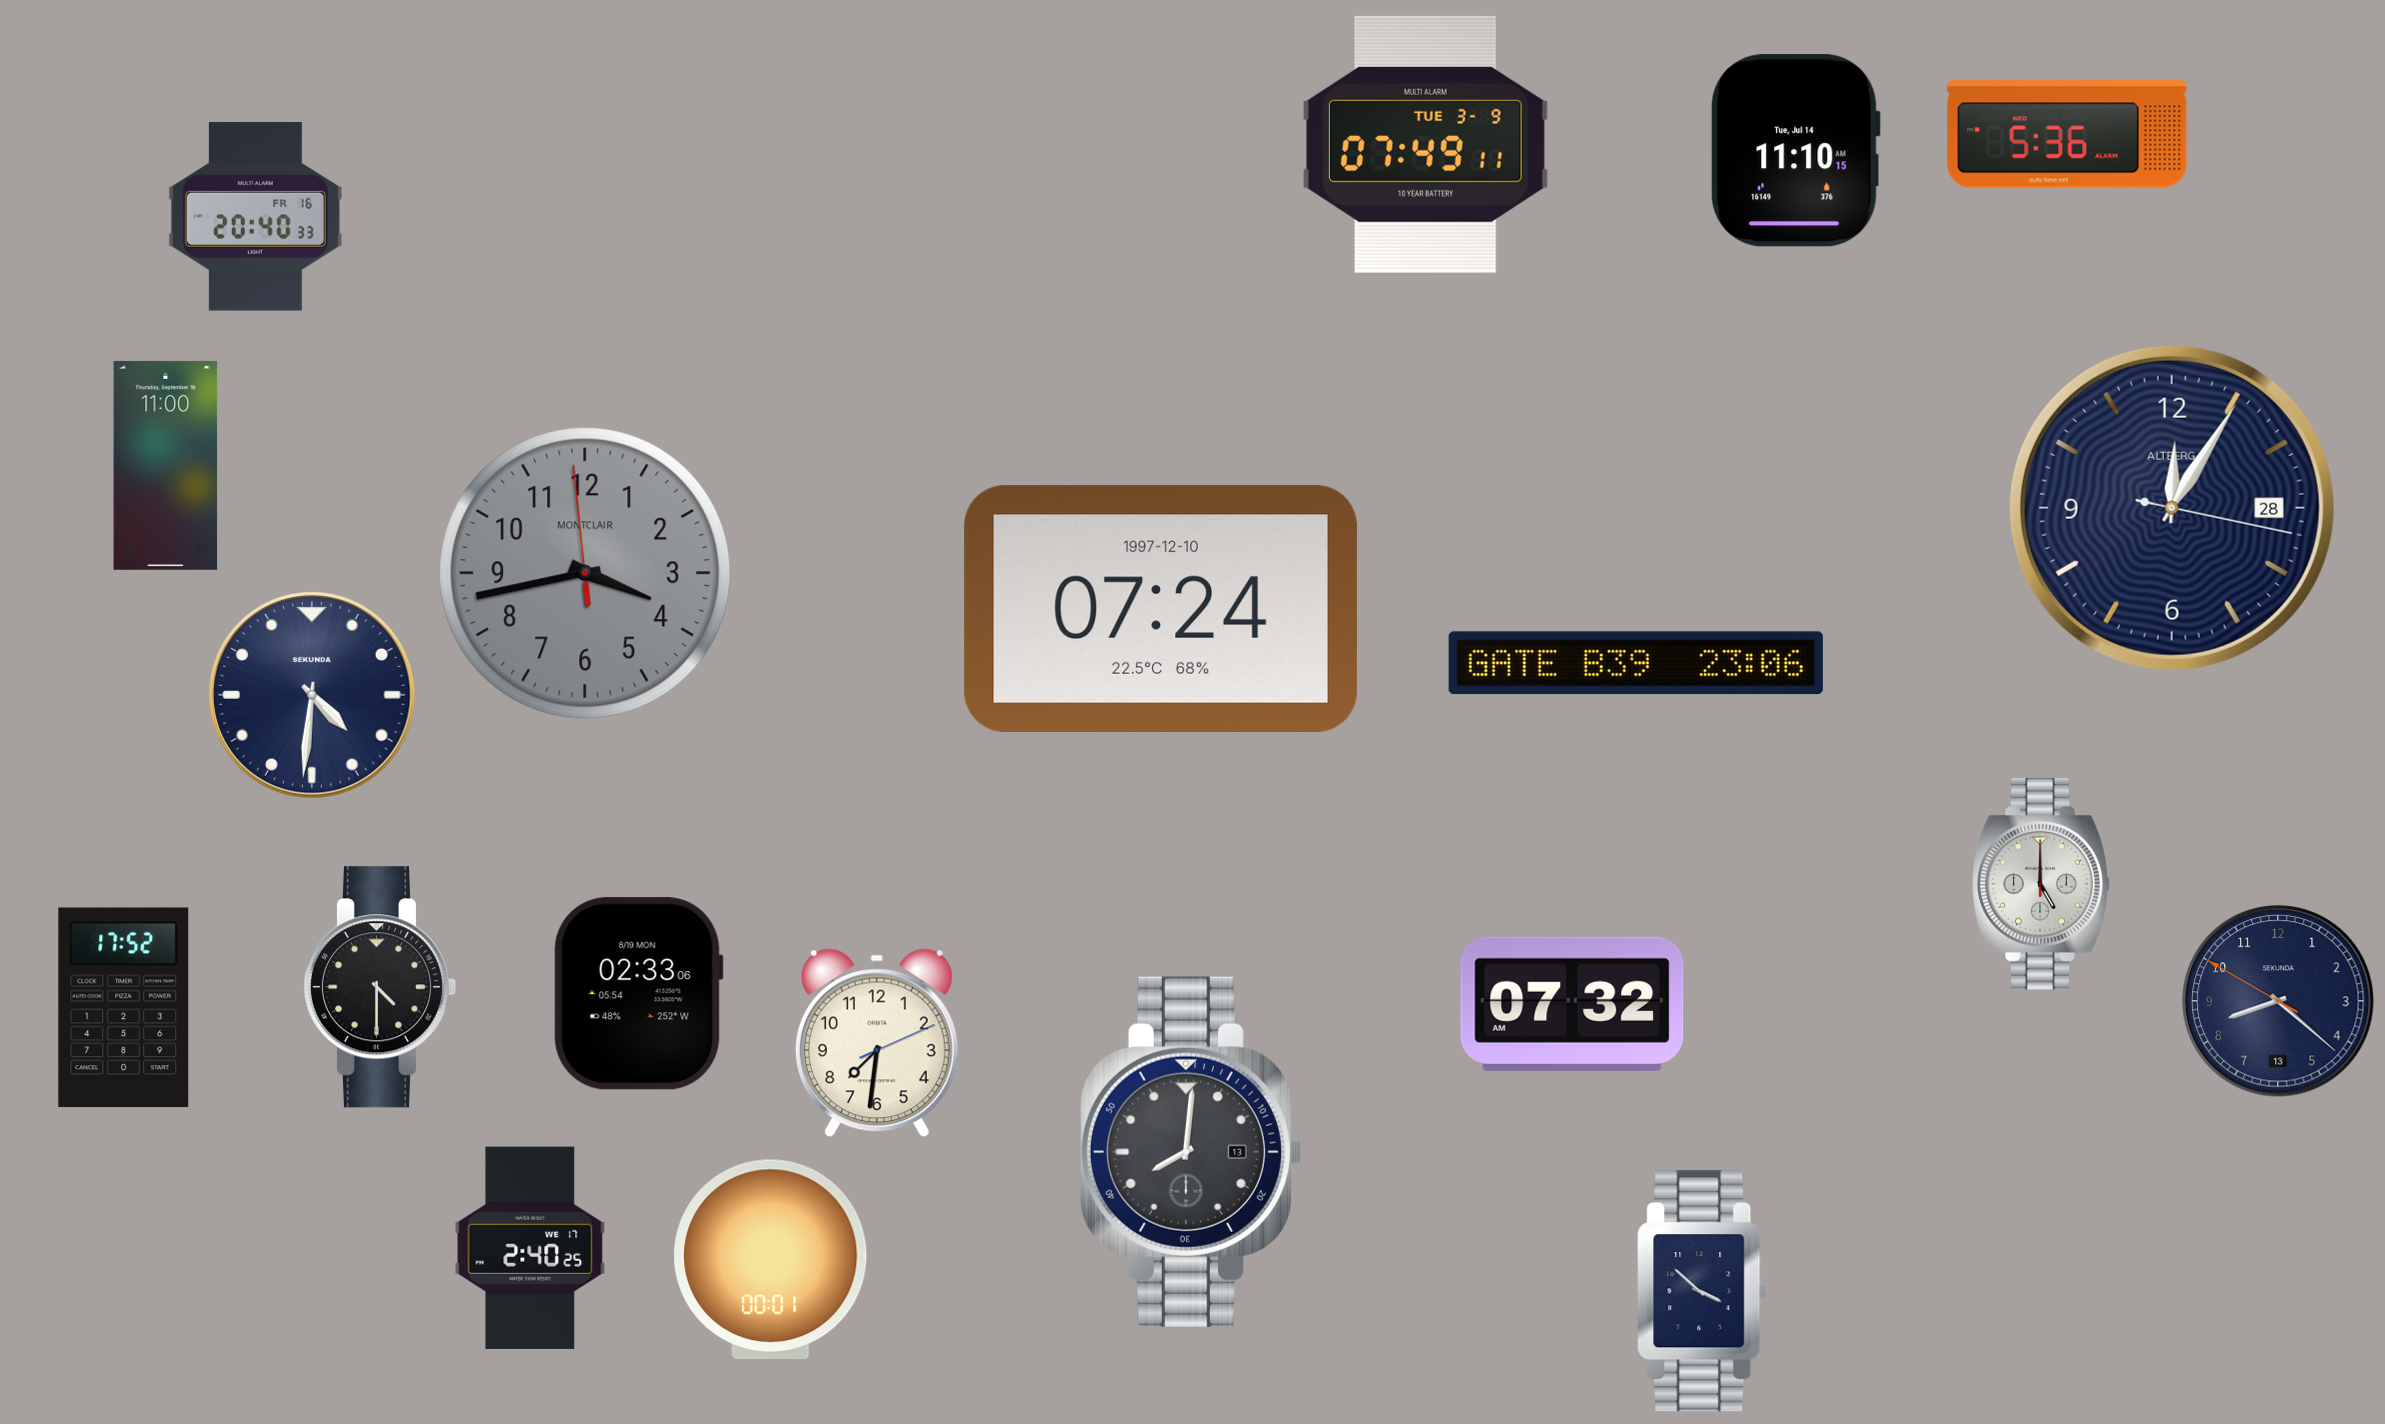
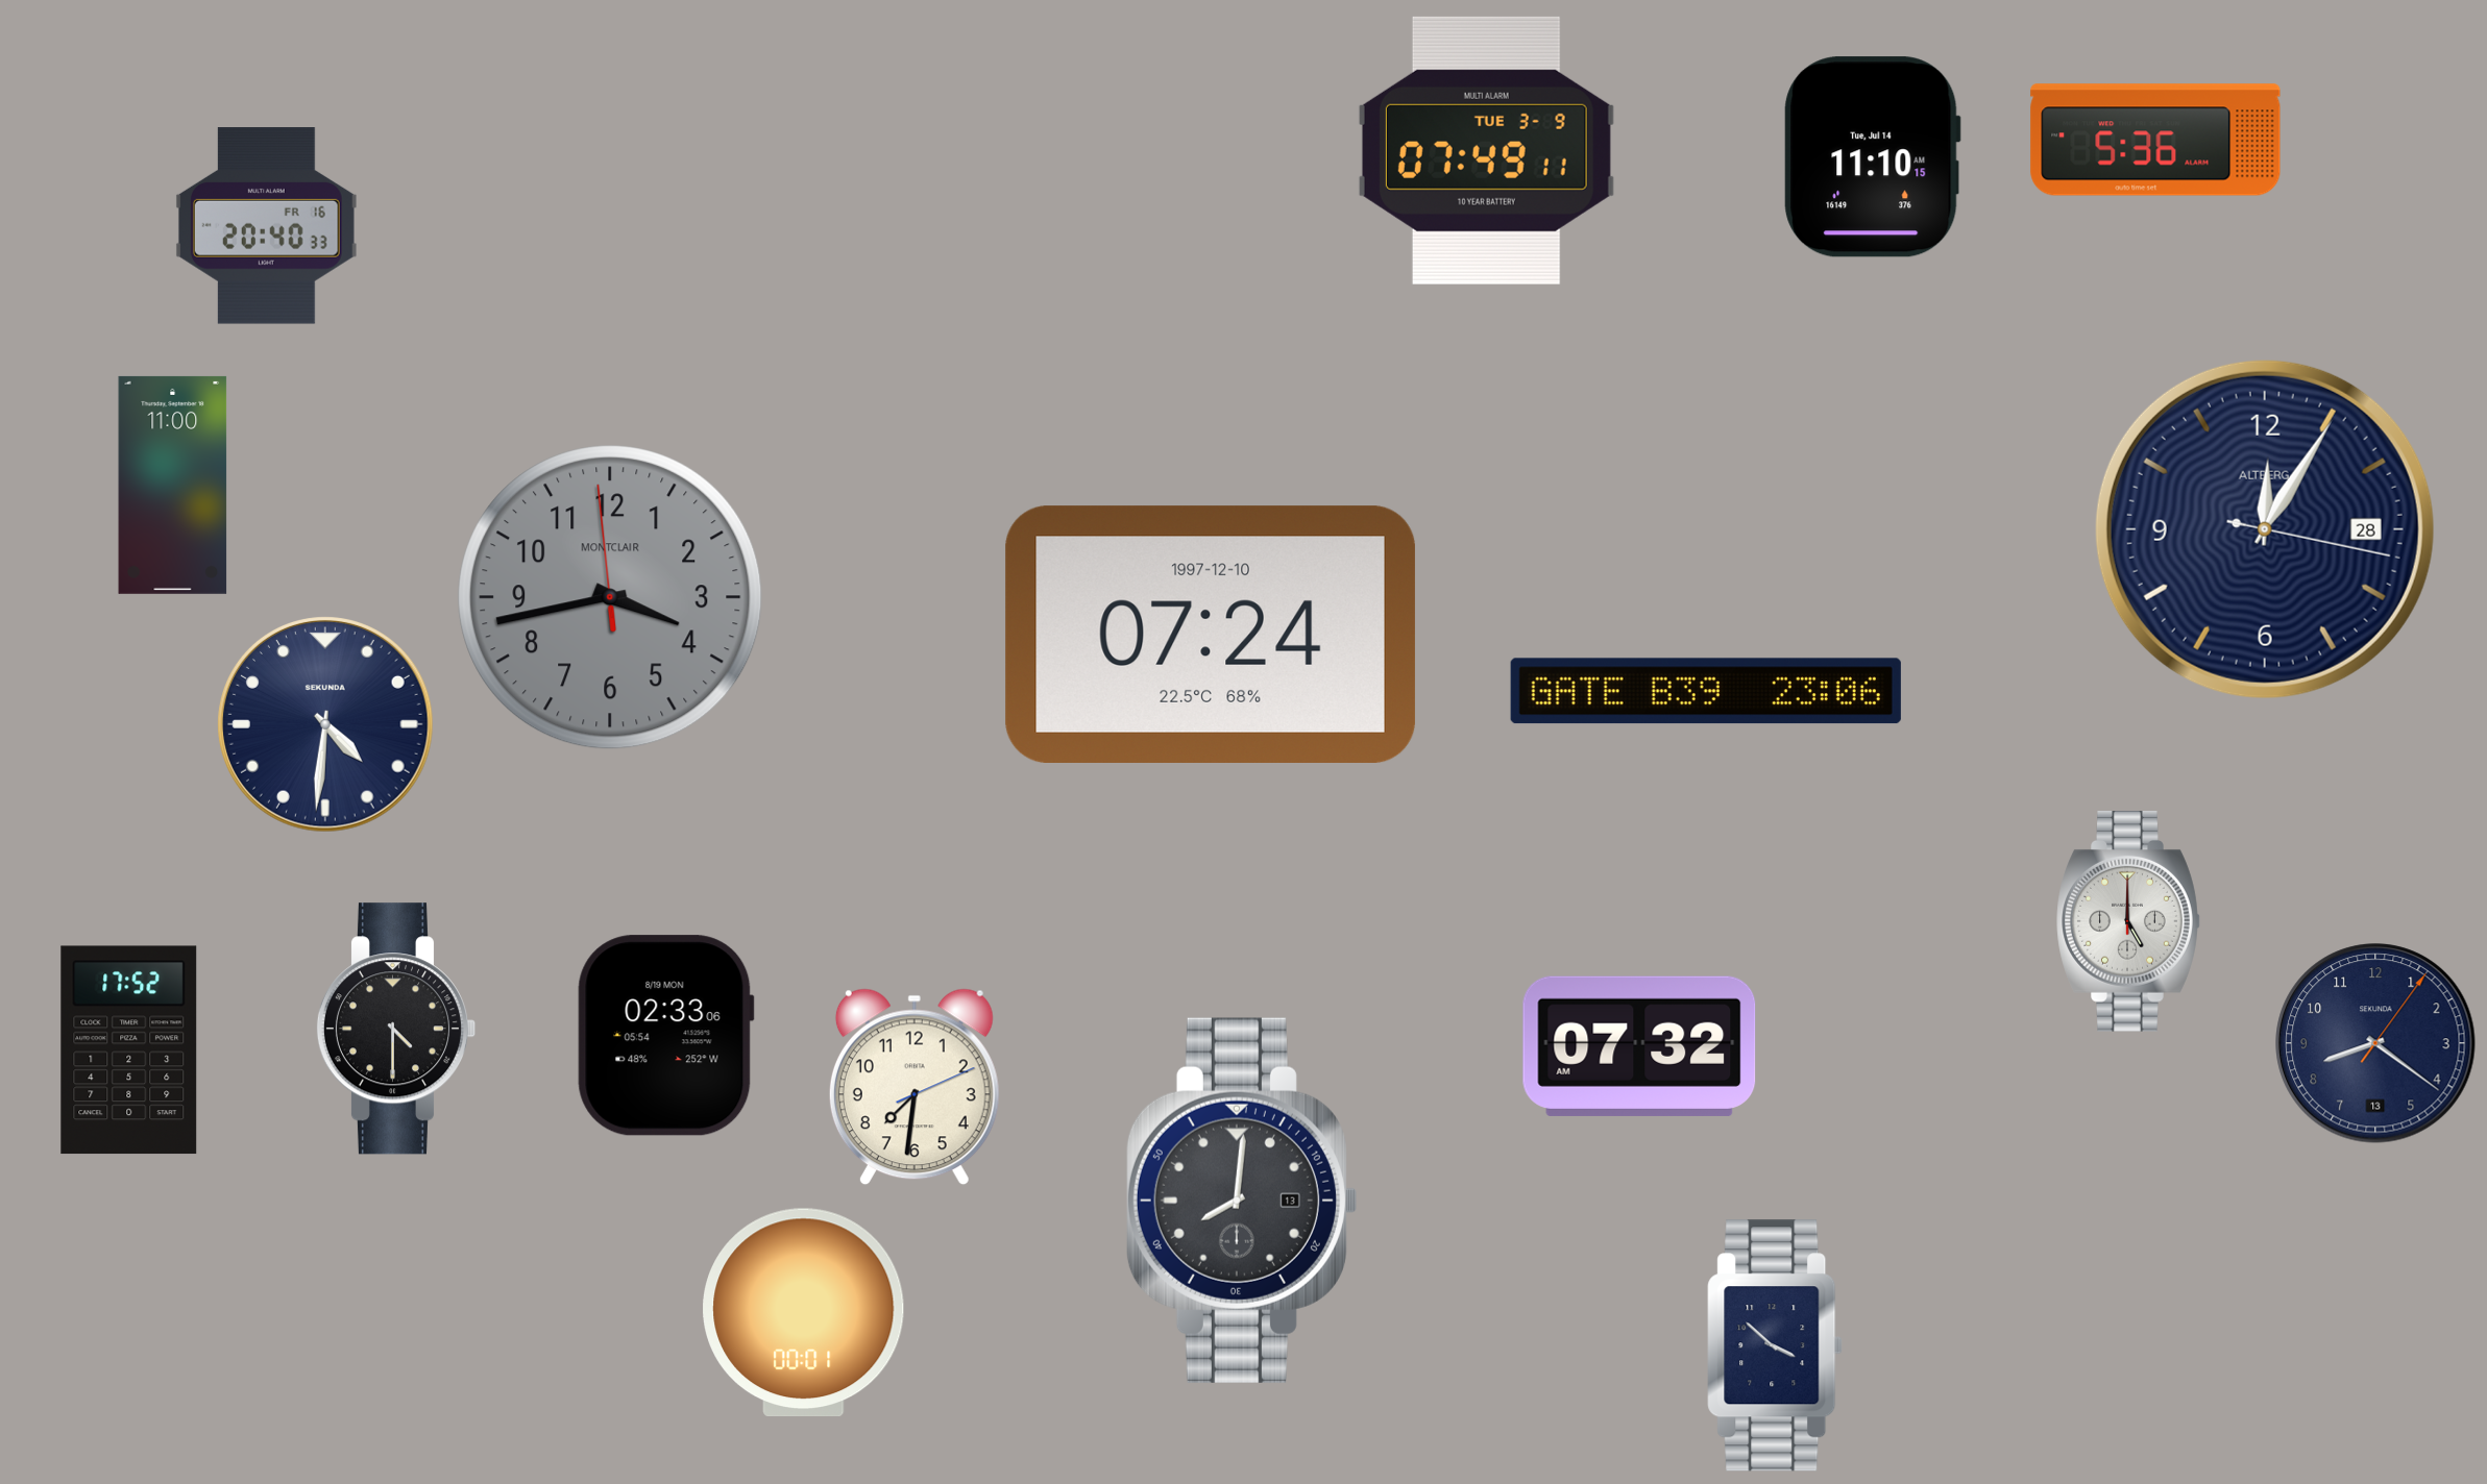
clock at (2278, 1001): 8:21:50 -> 8:21:06
clock at (530, 1248): 2:40 -> none
